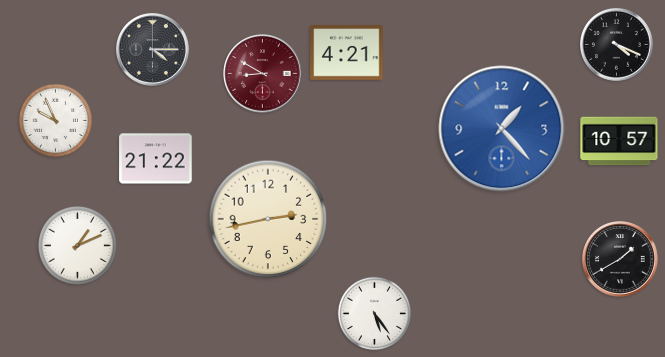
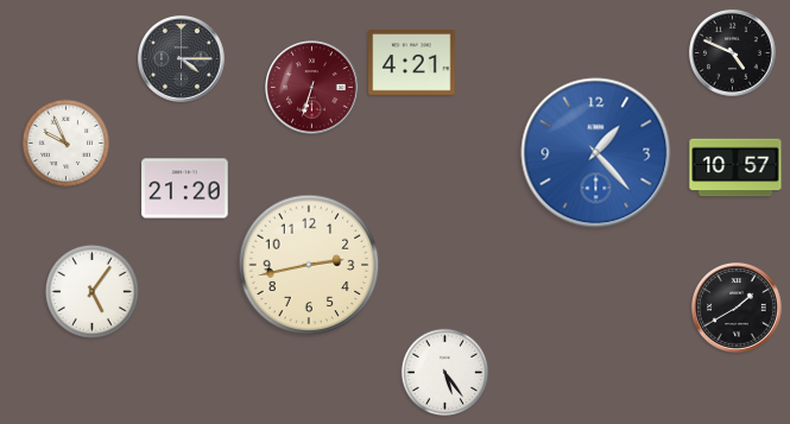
clock at (617, 45): 4:19 -> 4:49
clock at (263, 74): 8:50 -> 6:33
clock at (156, 159): 21:22 -> 21:20
clock at (268, 219) position: (268, 219) -> (309, 265)
clock at (77, 245): 1:11 -> 5:06
